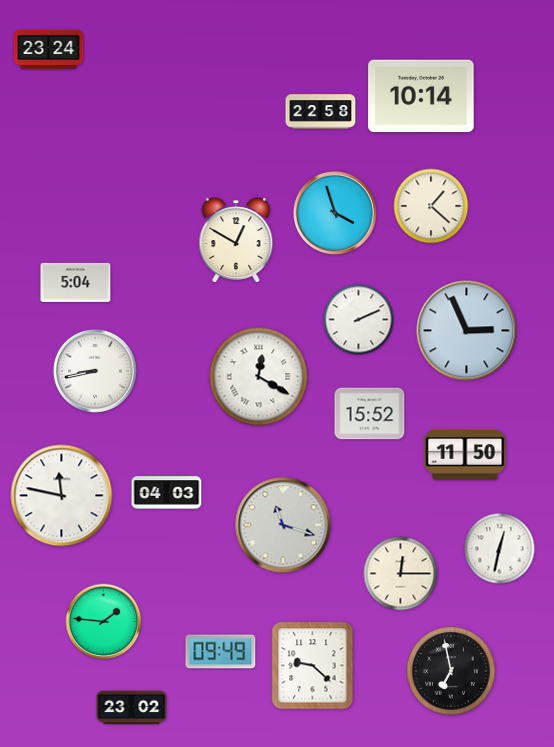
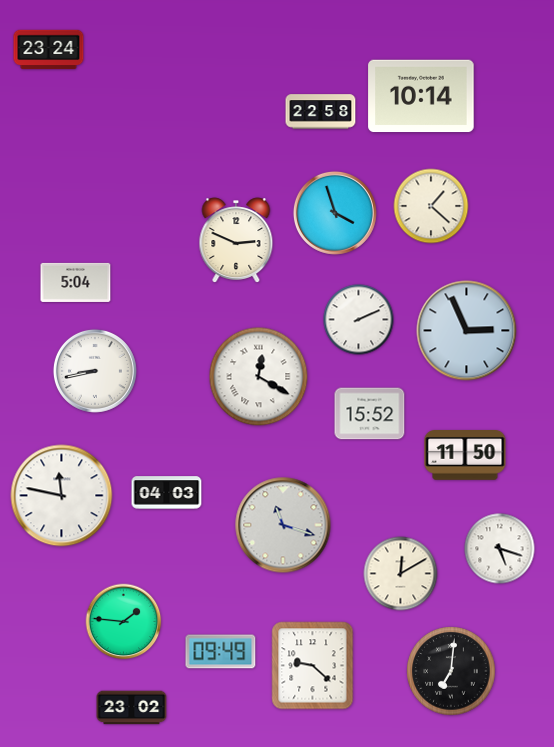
clock at (236, 240): 12:50 -> 2:49
clock at (500, 549): 12:32 -> 5:18
clock at (401, 574): 12:15 -> 12:10
clock at (104, 622) position: (104, 622) -> (124, 622)
clock at (451, 671): 6:58 -> 7:01
